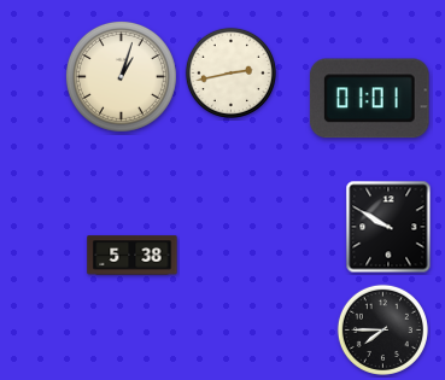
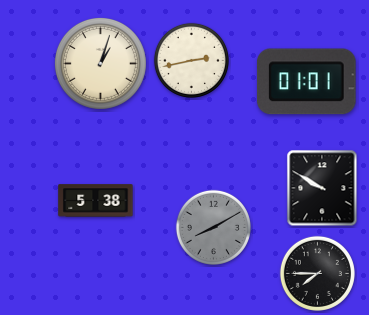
clock at (133, 256) position: (133, 256) -> (96, 201)
clock at (213, 227): none -> 8:10
